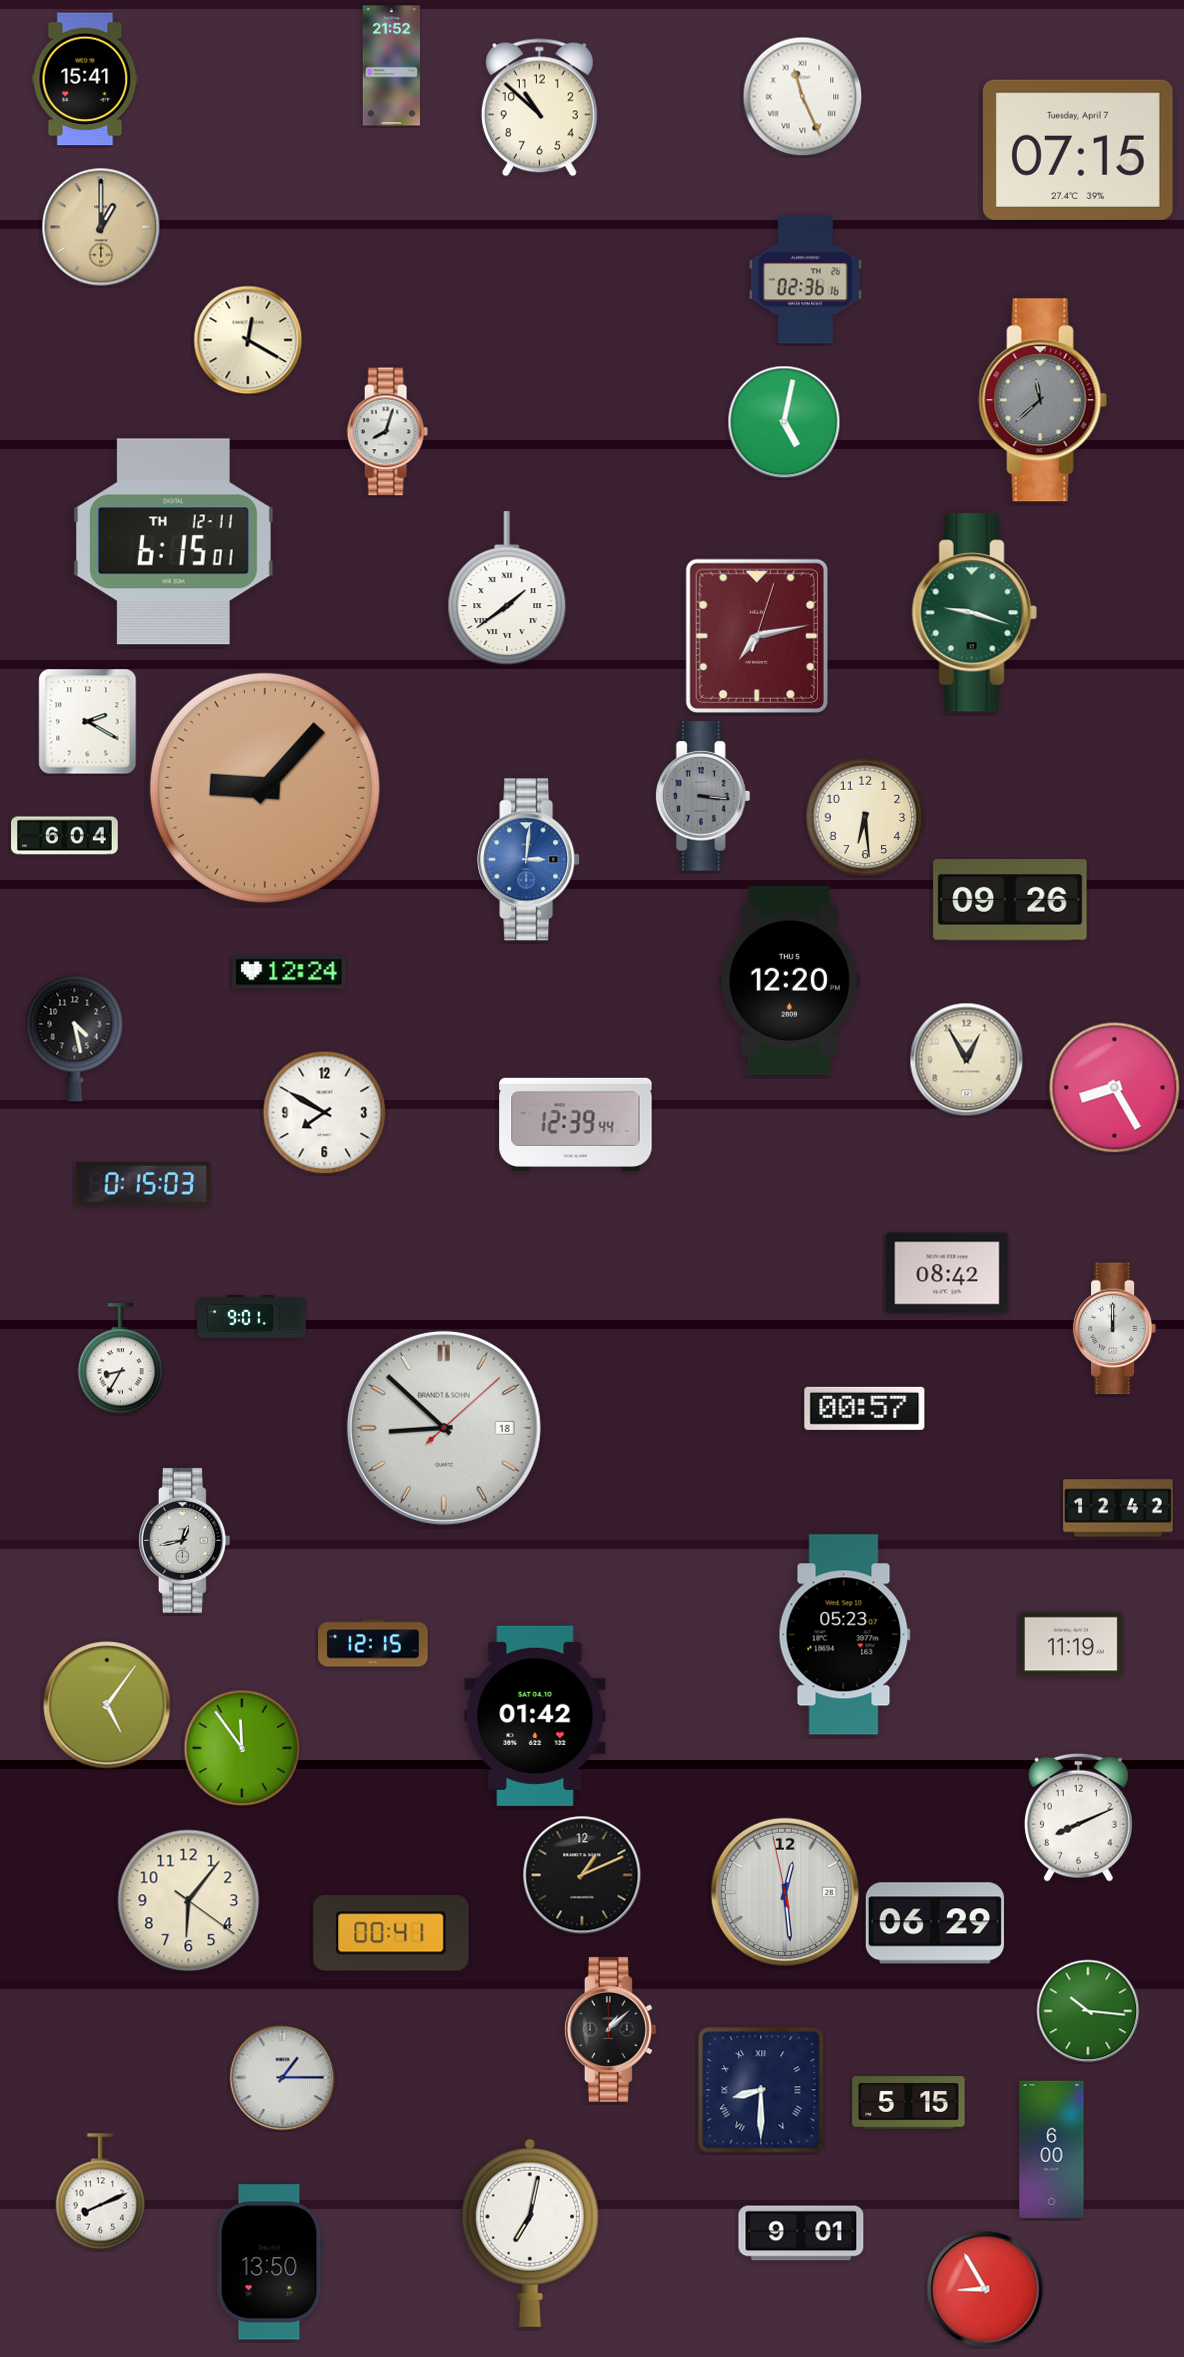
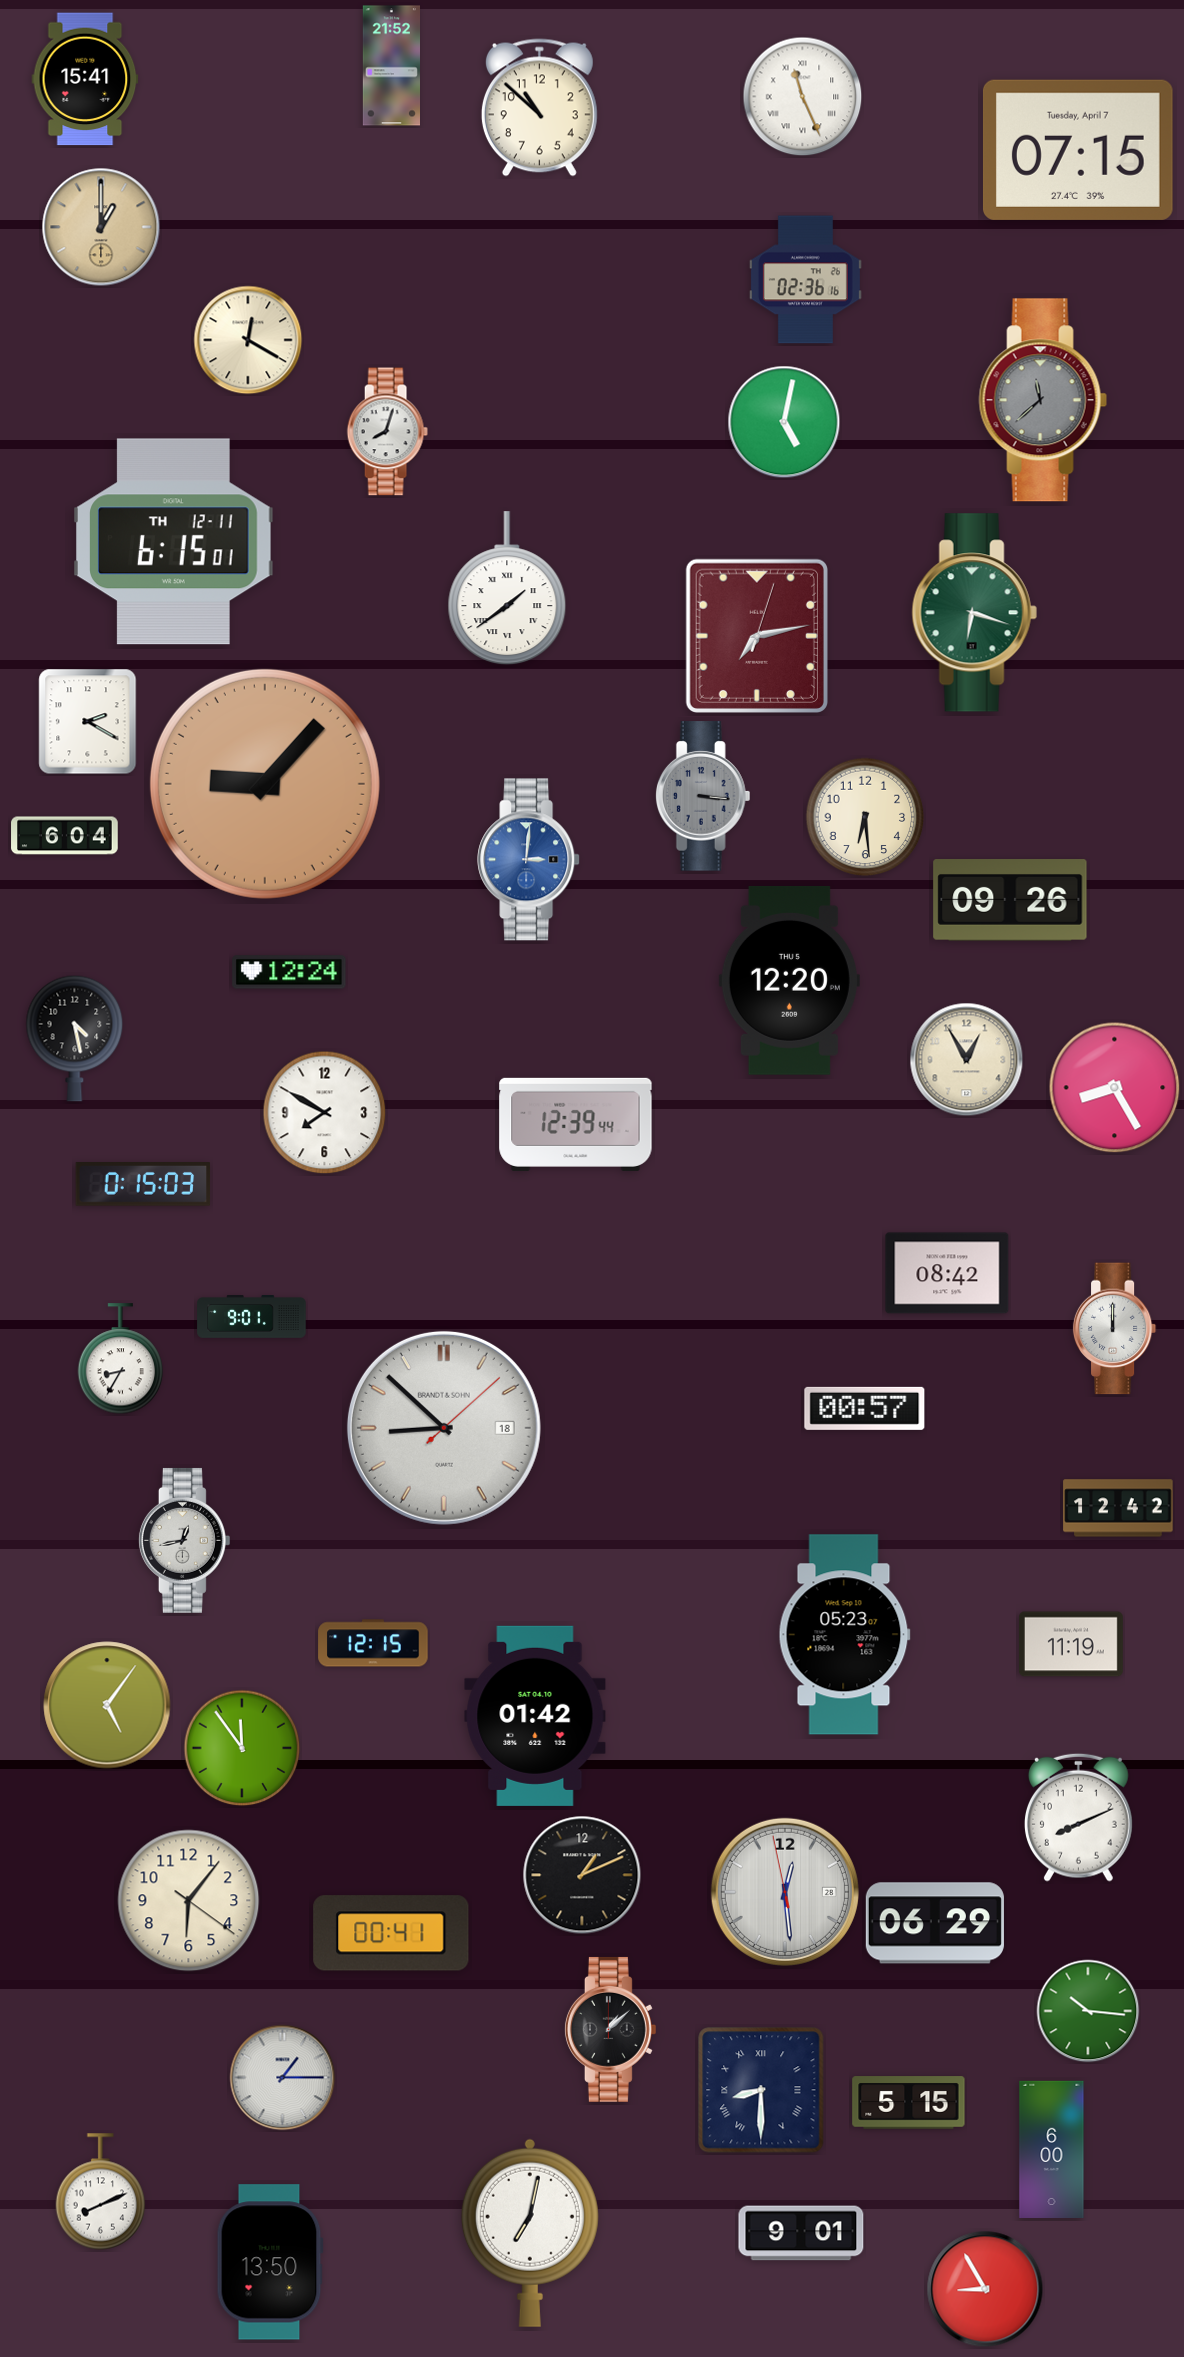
clock at (974, 613): 9:18 -> 6:18
clock at (265, 788) position: (265, 788) -> (265, 784)
